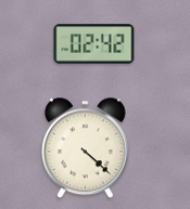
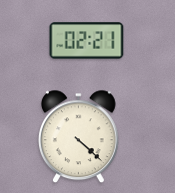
clock at (94, 44): 02:42 -> 02:21
